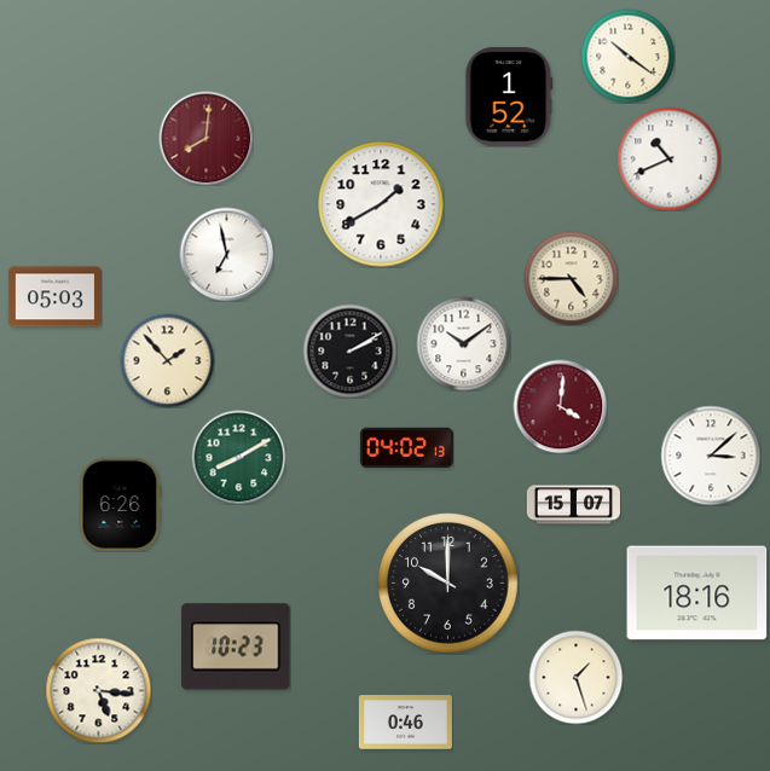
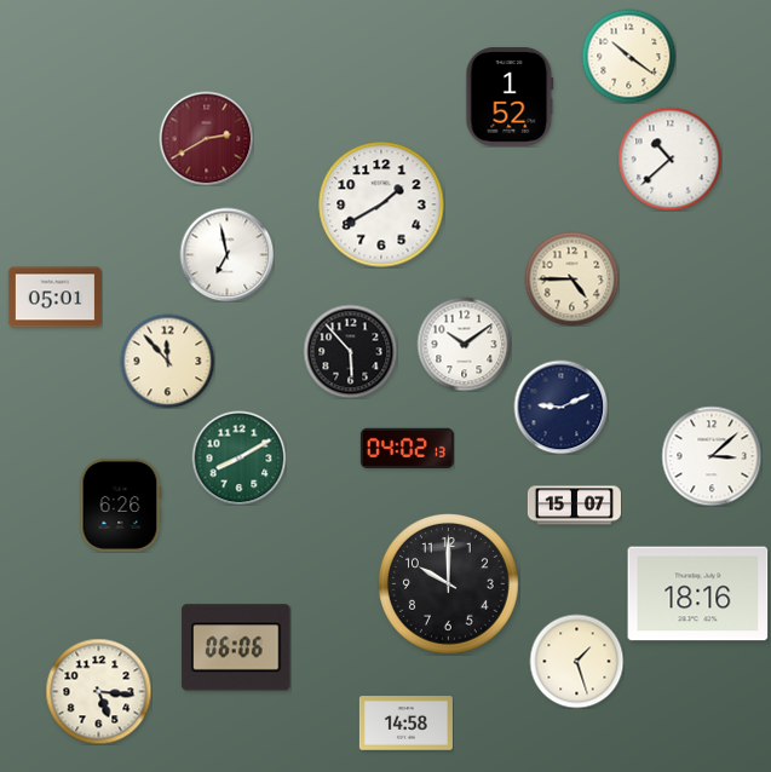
clock at (205, 138): 8:01 -> 2:40
clock at (668, 158): 10:41 -> 10:38
clock at (54, 297): 05:03 -> 05:01
clock at (349, 350): 2:10 -> 5:53
clock at (167, 360): 1:53 -> 11:53
clock at (560, 406): 4:01 -> 9:11
clock at (560, 406) dial: burgundy -> navy
clock at (236, 647): 10:23 -> 06:06
clock at (575, 677) position: (575, 677) -> (576, 661)
clock at (405, 723): 0:46 -> 14:58
